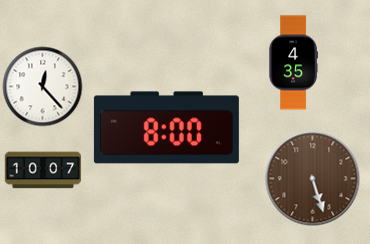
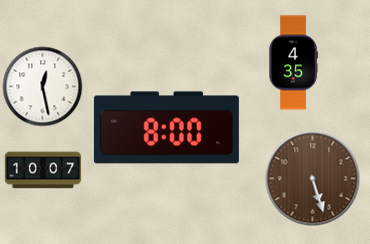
clock at (43, 87): 12:23 -> 12:28
